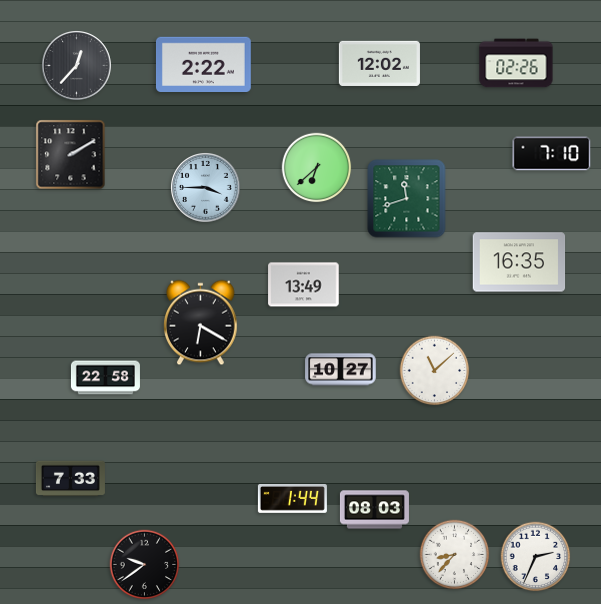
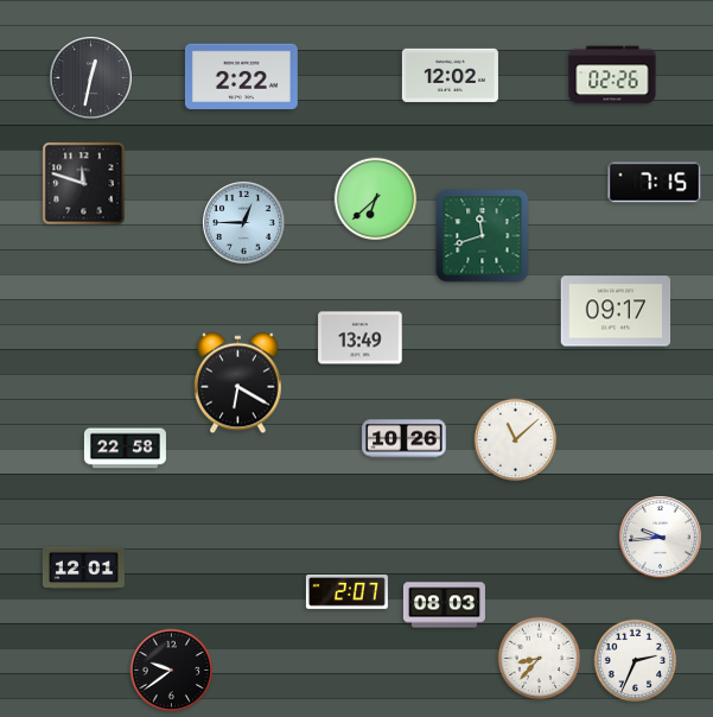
clock at (77, 66): 12:37 -> 12:32
clock at (552, 154): 7:10 -> 7:15
clock at (71, 155): 2:10 -> 11:48
clock at (206, 188): 3:45 -> 12:45
clock at (519, 262): 16:35 -> 09:17
clock at (341, 370): 10:27 -> 10:26
clock at (661, 538): none -> 9:44
clock at (70, 479): 7:33 -> 12:01
clock at (292, 498): 1:44 -> 2:07
